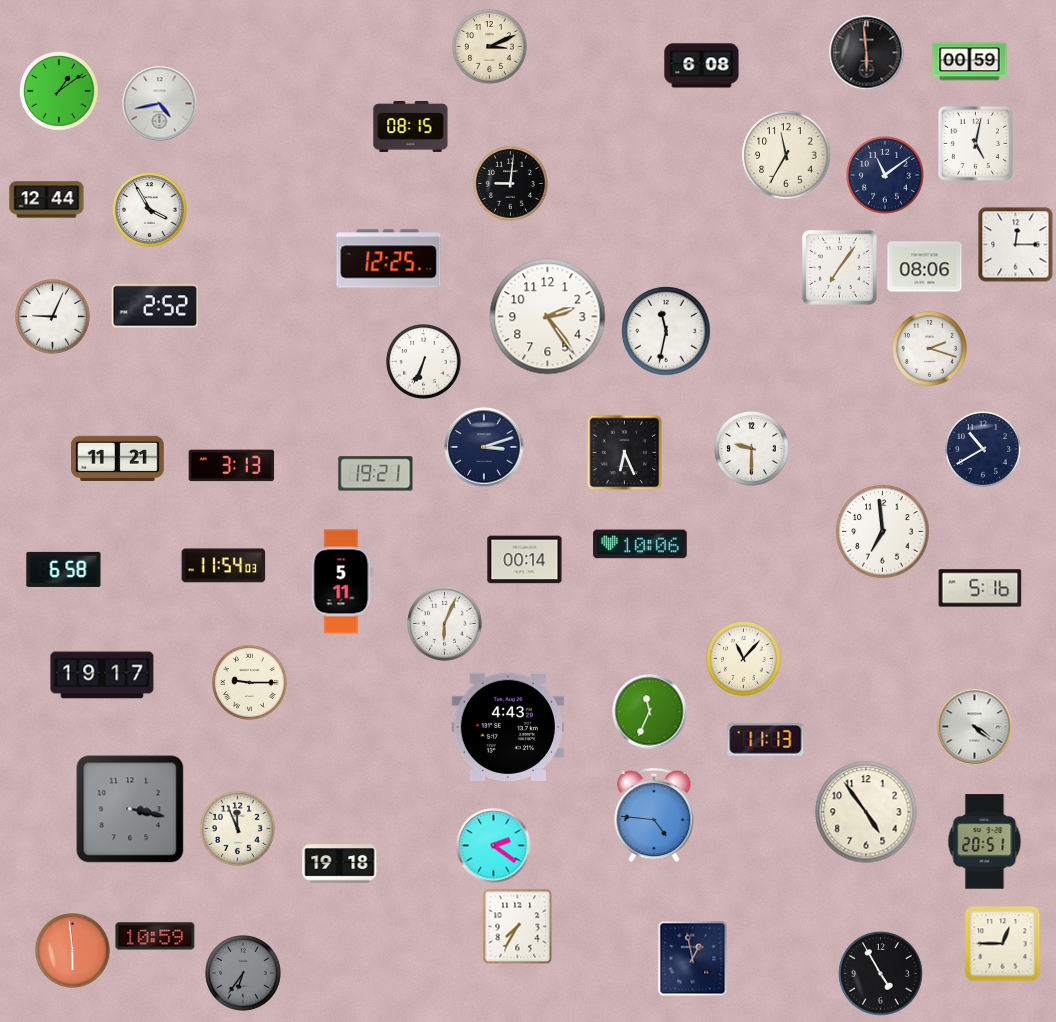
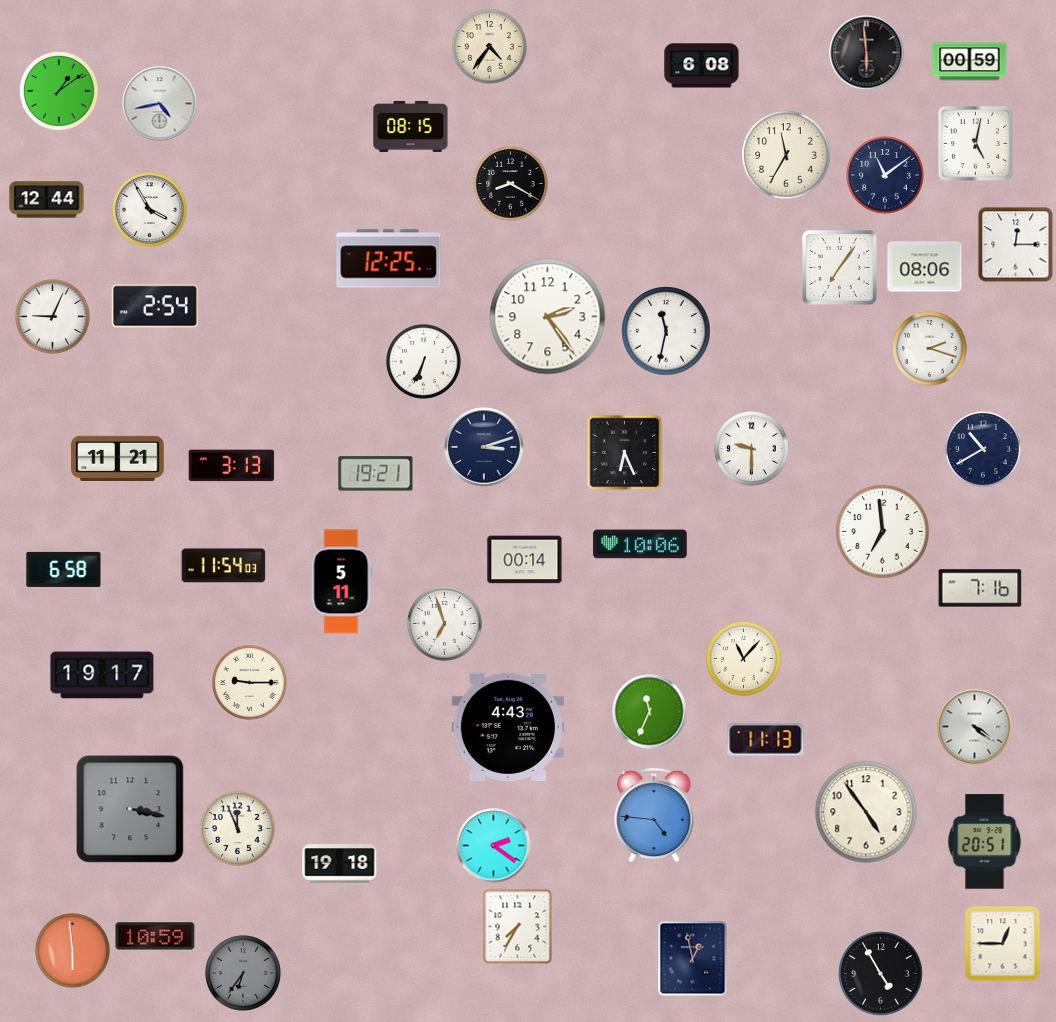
clock at (490, 47): 3:11 -> 4:36
clock at (511, 184): 9:01 -> 8:20
clock at (154, 306): 2:52 -> 2:54
clock at (980, 588): 5:16 -> 7:16
clock at (445, 624): 6:04 -> 6:57
